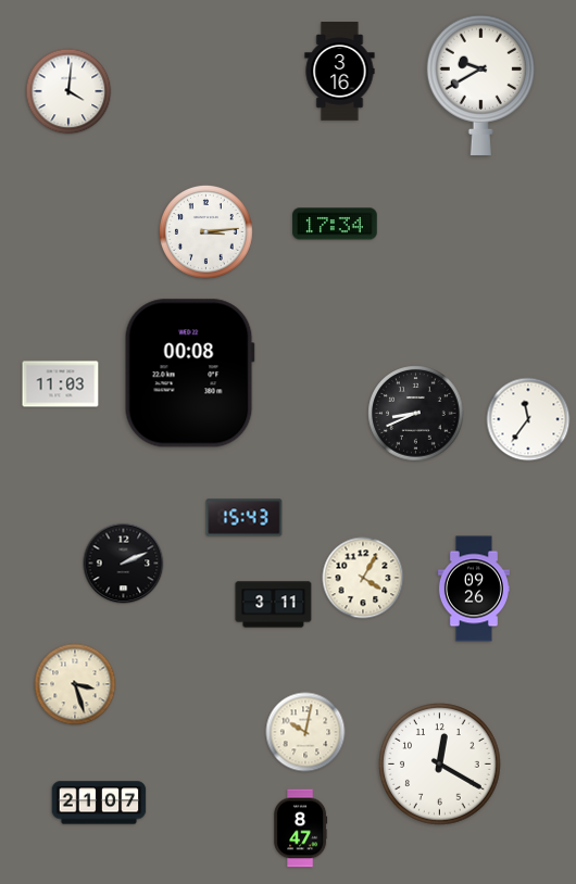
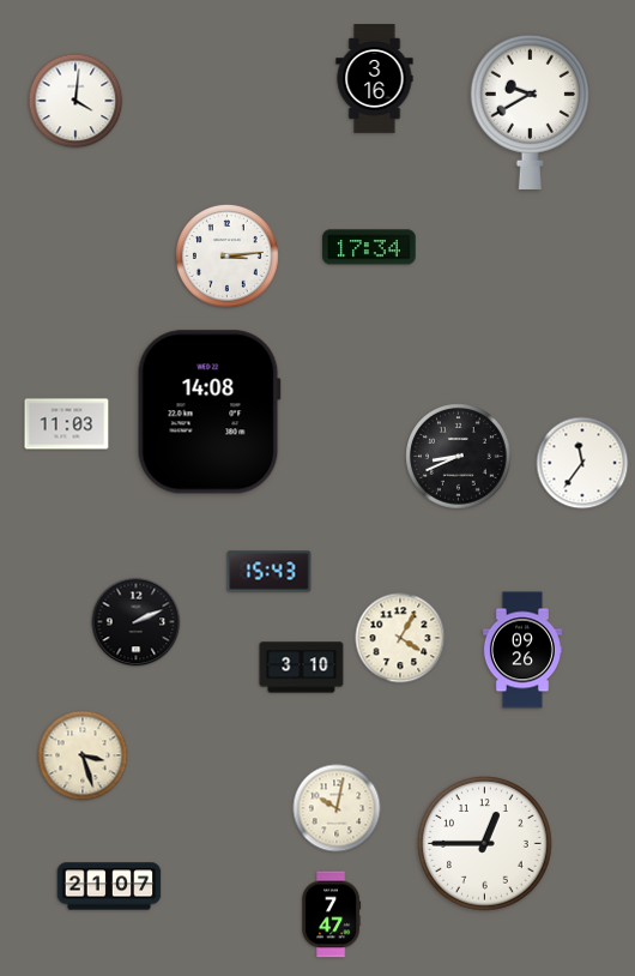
clock at (480, 85) position: (480, 85) -> (530, 112)
clock at (189, 374): 00:08 -> 14:08
clock at (274, 605): 3:11 -> 3:10
clock at (440, 765): 12:20 -> 12:45
clock at (301, 829): 8:47 -> 7:47
